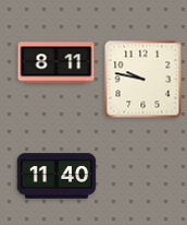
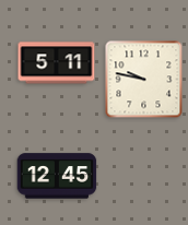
clock at (57, 63): 8:11 -> 5:11
clock at (57, 176): 11:40 -> 12:45
